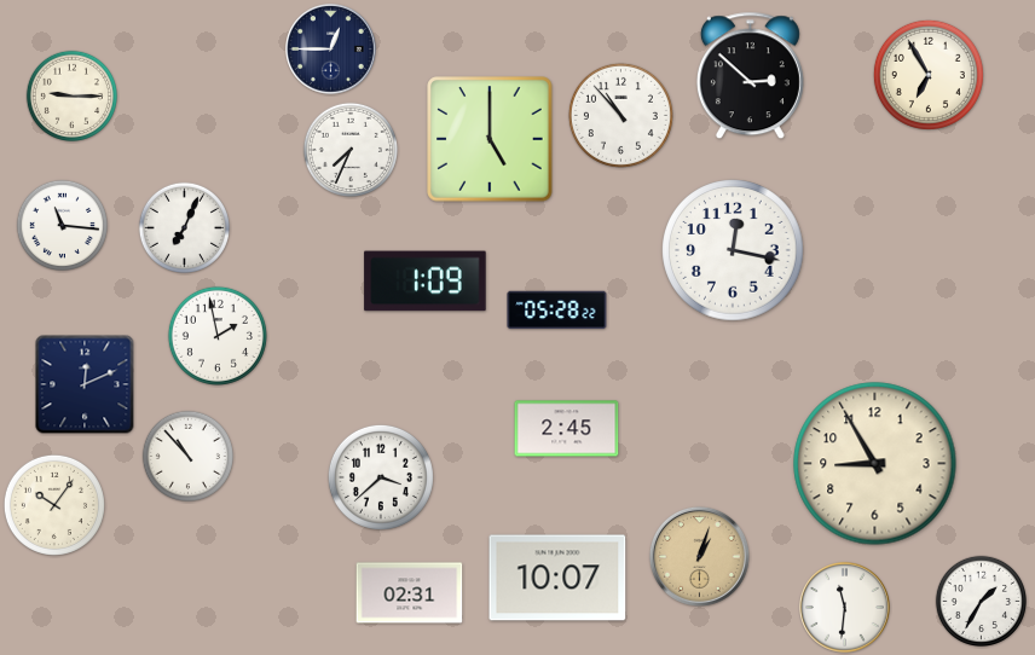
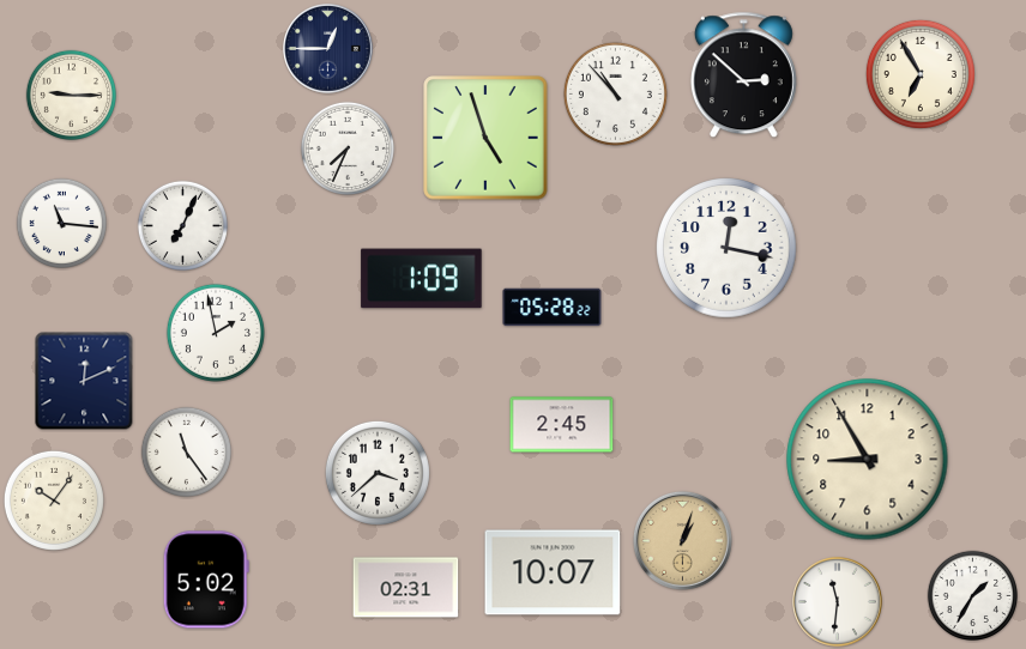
clock at (620, 115) position: (620, 115) -> (615, 93)
clock at (490, 139): 5:00 -> 4:57
clock at (187, 456): 10:53 -> 11:24
clock at (699, 556) position: (699, 556) -> (682, 540)
clock at (206, 580): none -> 5:02
